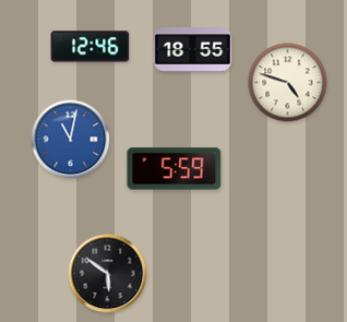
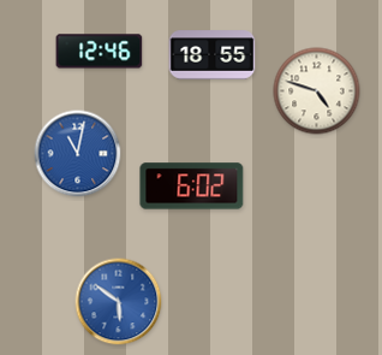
clock at (175, 169): 5:59 -> 6:02
clock at (108, 274) dial: black -> blue
